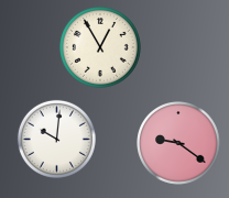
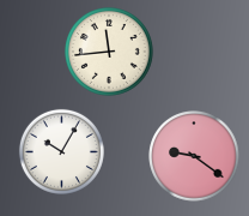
clock at (101, 48): 12:55 -> 11:44
clock at (56, 139): 10:01 -> 10:05
